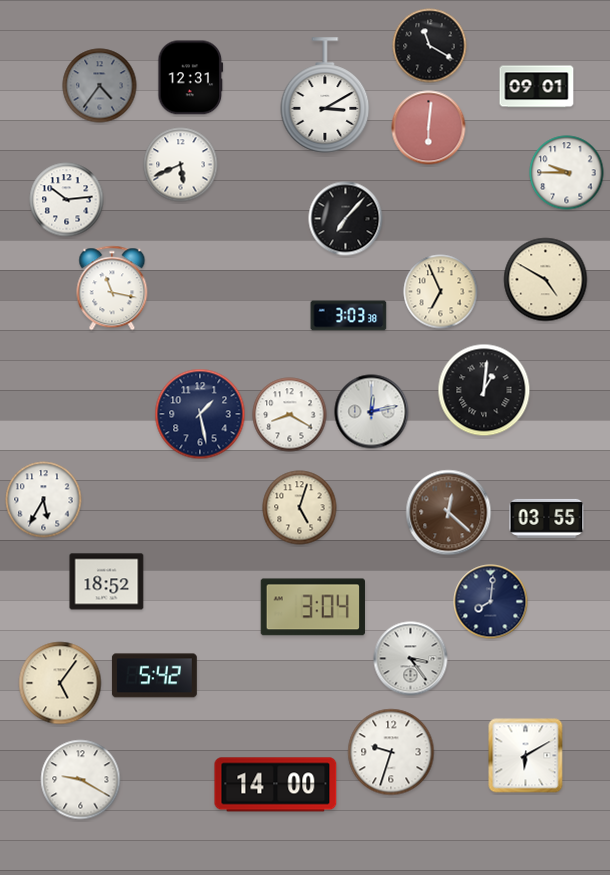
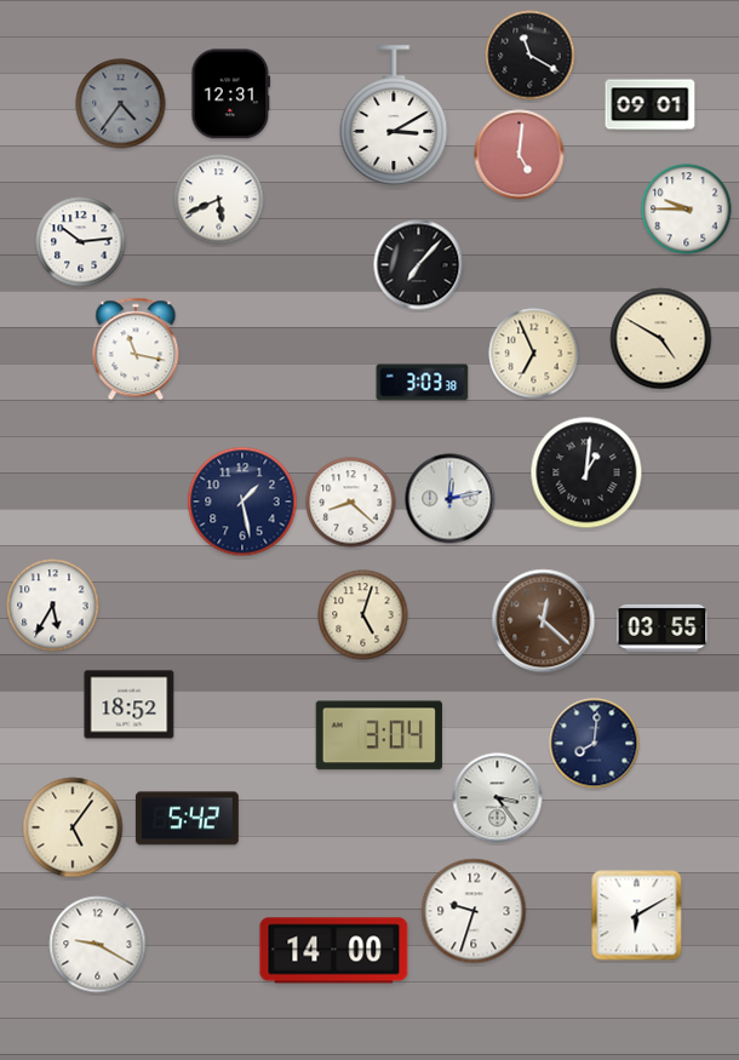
clock at (430, 46) position: (430, 46) -> (531, 56)
clock at (429, 128): 6:01 -> 5:01
clock at (290, 415): 8:20 -> 8:22
clock at (491, 602) position: (491, 602) -> (595, 744)
